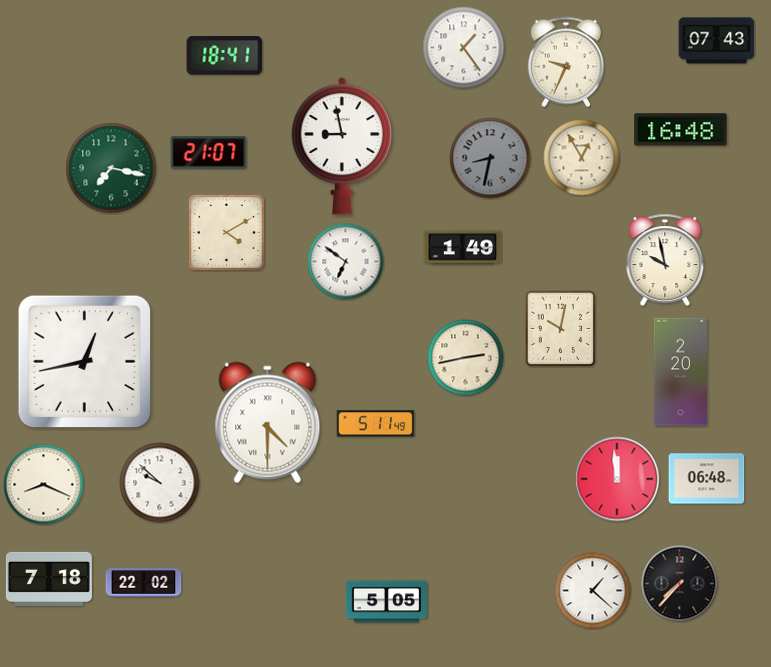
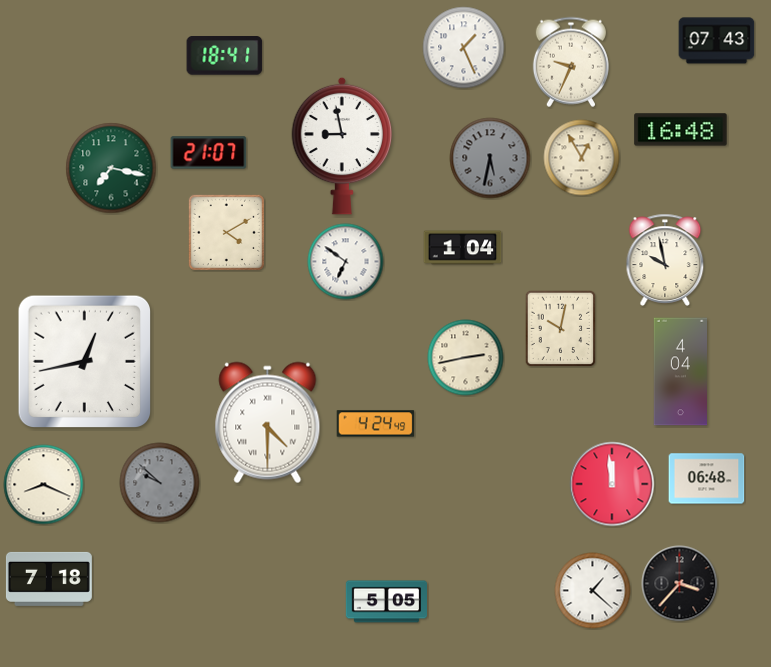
clock at (464, 48): 1:24 -> 1:26
clock at (566, 62) position: (566, 62) -> (571, 62)
clock at (490, 158): 8:32 -> 5:32
clock at (463, 248): 1:49 -> 1:04
clock at (680, 372): 2:20 -> 4:04
clock at (376, 424): 5:11 -> 4:24
clock at (617, 479) position: (617, 479) -> (612, 484)
clock at (160, 483) dial: white -> grey
clock at (144, 583): 22:02 -> none
clock at (680, 584): 7:37 -> 3:37
